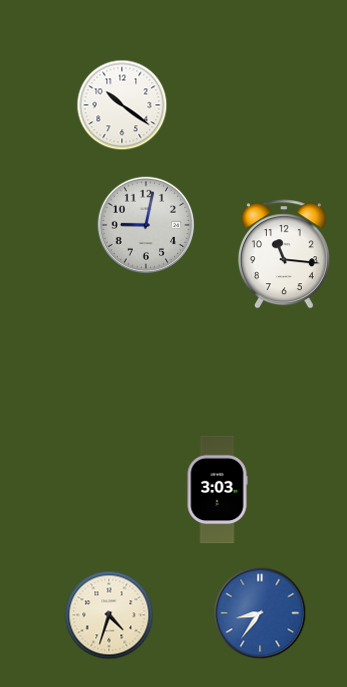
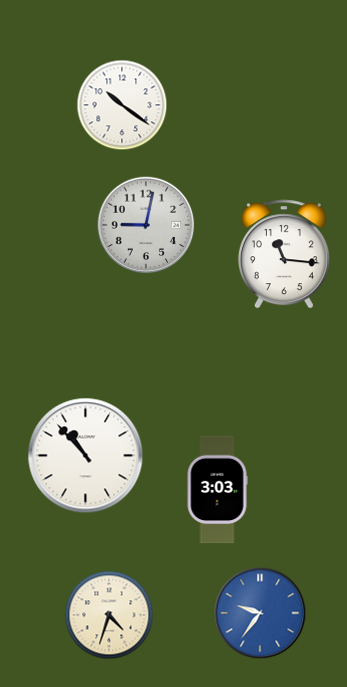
clock at (86, 456): none -> 10:53
clock at (260, 613): 8:36 -> 9:36
